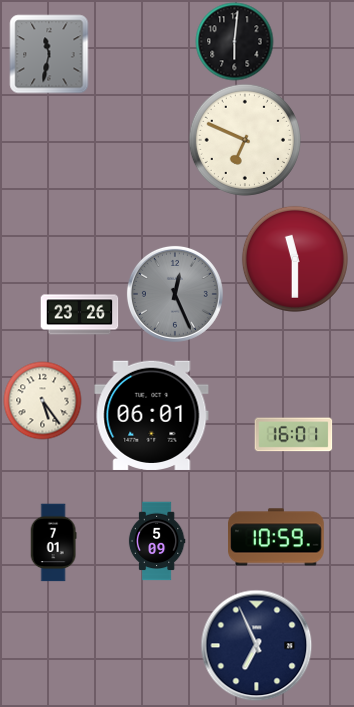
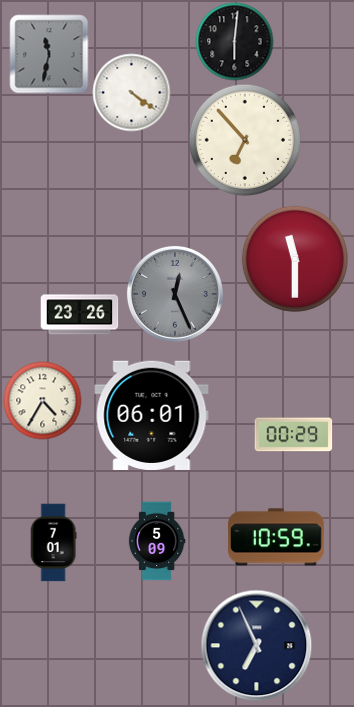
clock at (131, 92): none -> 4:21
clock at (245, 140): 6:49 -> 6:53
clock at (42, 400): 5:24 -> 4:35
clock at (293, 435): 16:01 -> 00:29
